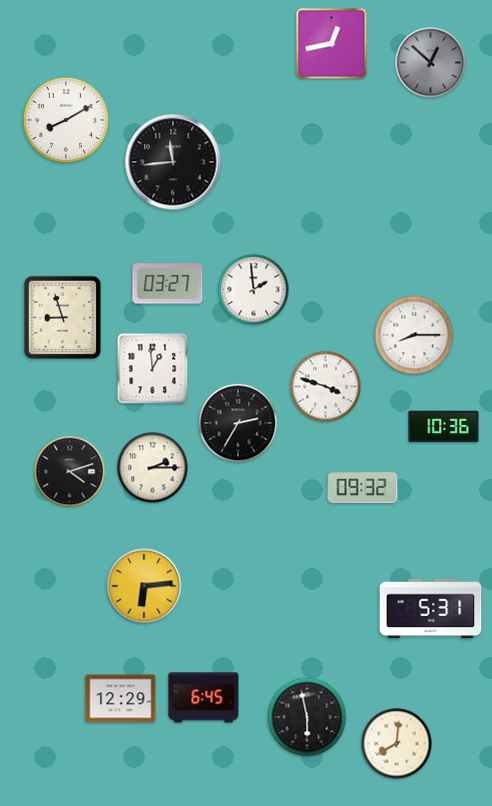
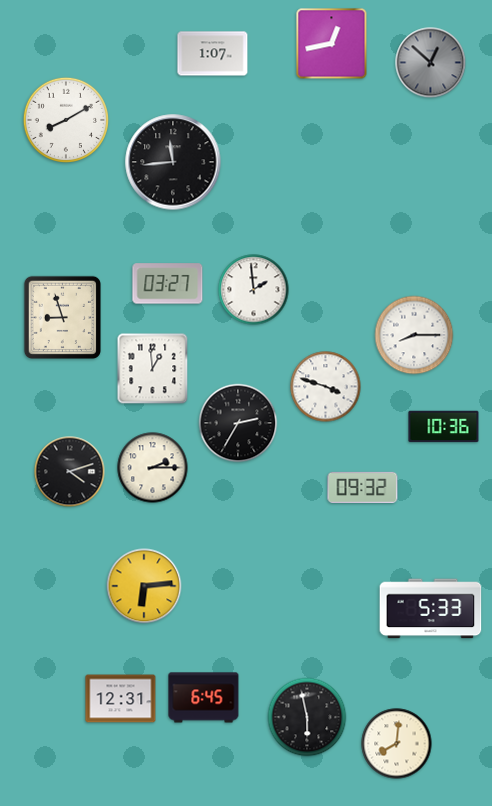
clock at (213, 54): none -> 1:07
clock at (431, 609): 5:31 -> 5:33
clock at (121, 699): 12:29 -> 12:31
